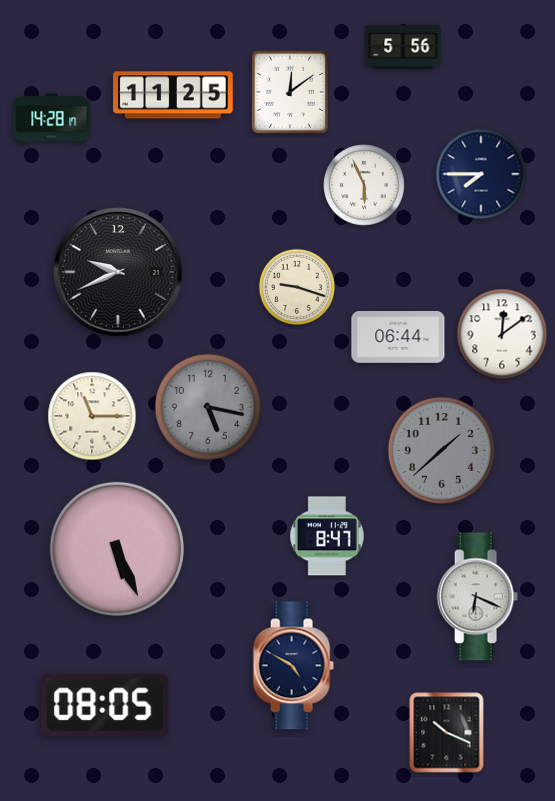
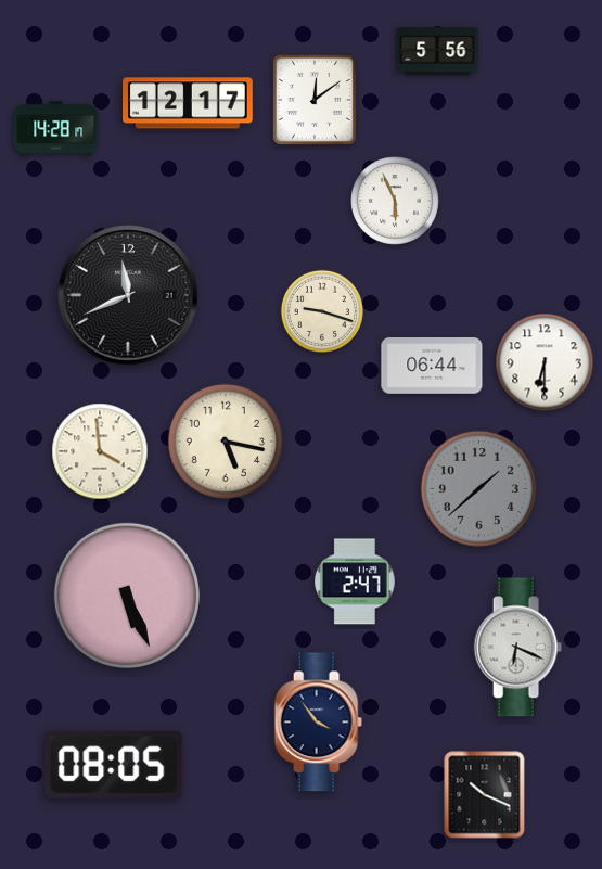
clock at (174, 95): 11:25 -> 12:17
clock at (481, 174): 7:45 -> none
clock at (118, 272): 9:41 -> 11:41
clock at (502, 334): 12:09 -> 6:30
clock at (208, 407) dial: grey -> cream
clock at (92, 416): 11:15 -> 3:59
clock at (327, 536): 8:47 -> 2:47
clock at (293, 666): 4:50 -> 3:54
